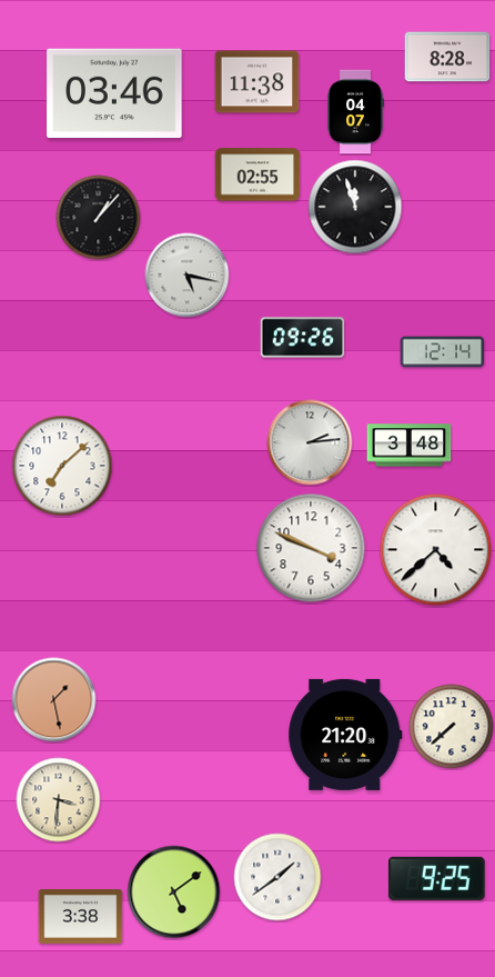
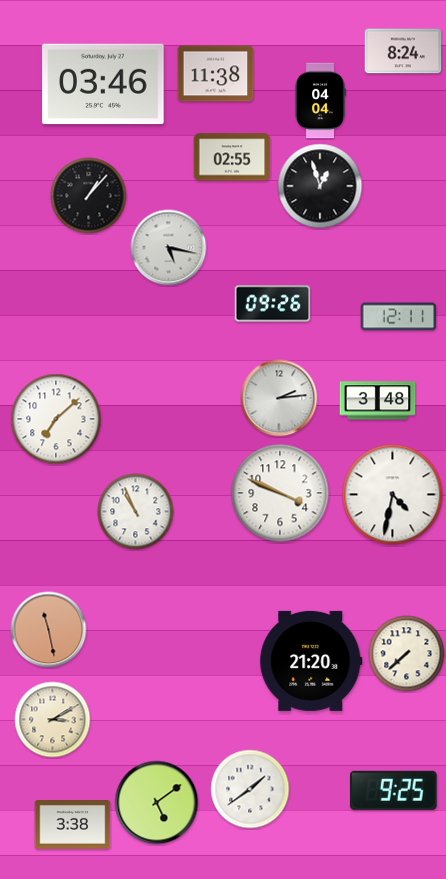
clock at (447, 57): 8:28 -> 8:24
clock at (257, 82) position: (257, 82) -> (216, 74)
clock at (355, 112): 04:07 -> 04:04
clock at (355, 207): 11:57 -> 12:57
clock at (443, 352): 12:14 -> 12:11
clock at (410, 446) position: (410, 446) -> (378, 401)
clock at (436, 550): 4:38 -> 4:32
clock at (136, 512): none -> 10:56
clock at (54, 700): 1:28 -> 11:28
clock at (59, 800): 3:31 -> 3:10
